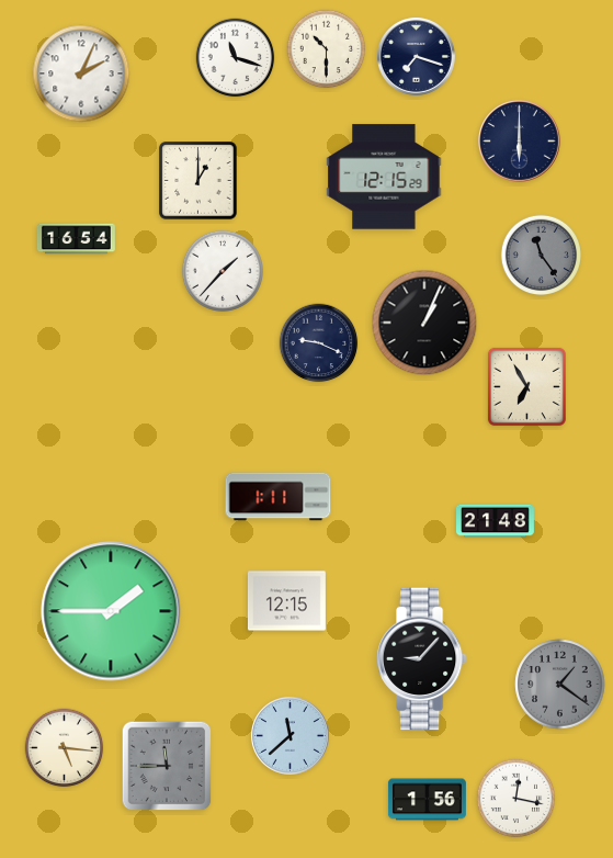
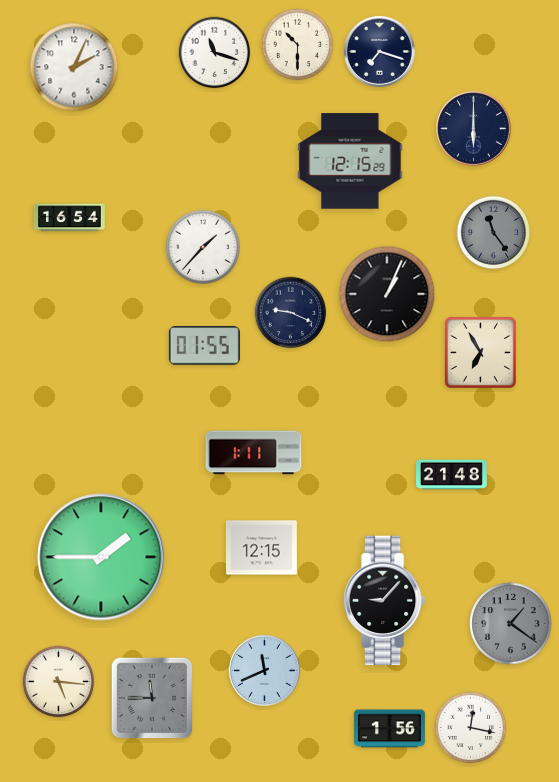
clock at (198, 181): 1:00 -> none
clock at (204, 346): none -> 01:55
clock at (290, 735): 11:38 -> 11:41
